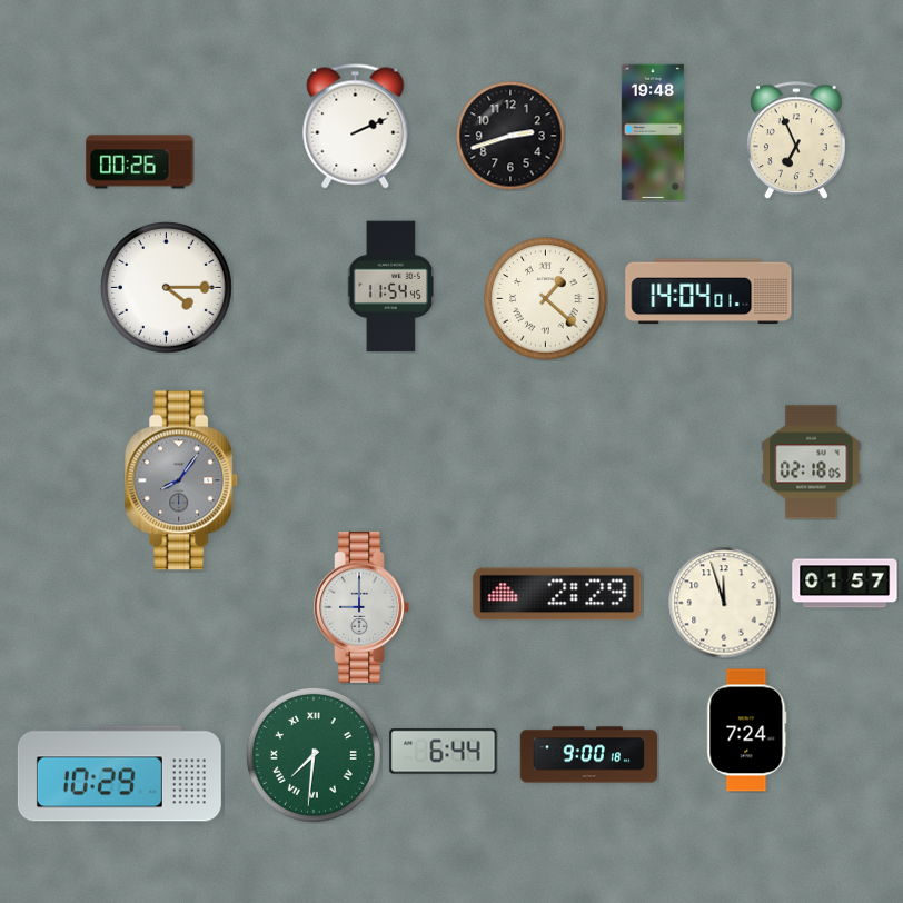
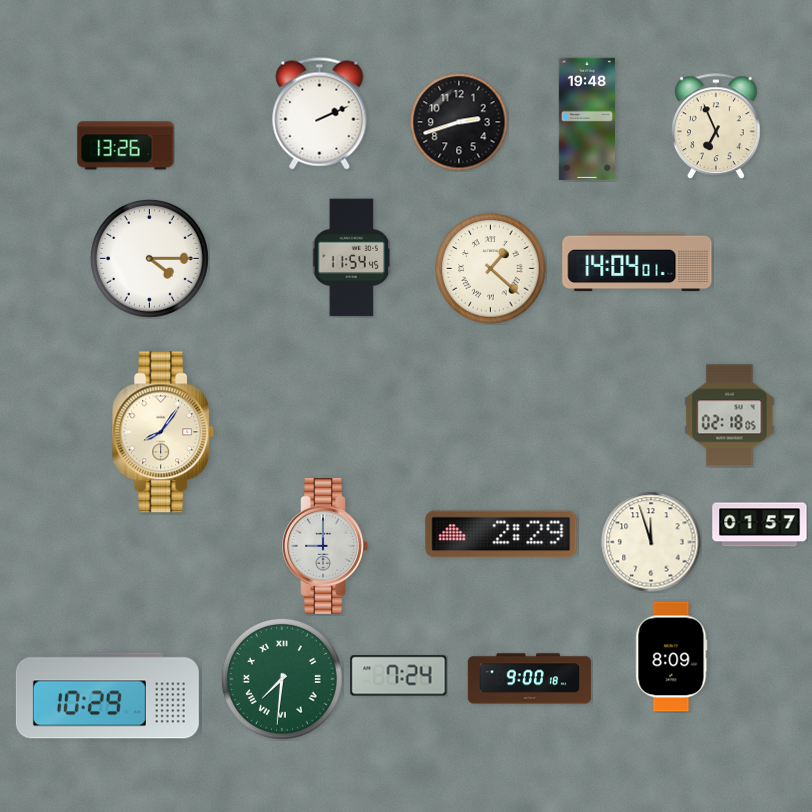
clock at (140, 162): 00:26 -> 13:26
clock at (182, 480) dial: grey -> cream
clock at (747, 731): 7:24 -> 8:09
clock at (444, 752): 6:44 -> 7:24
